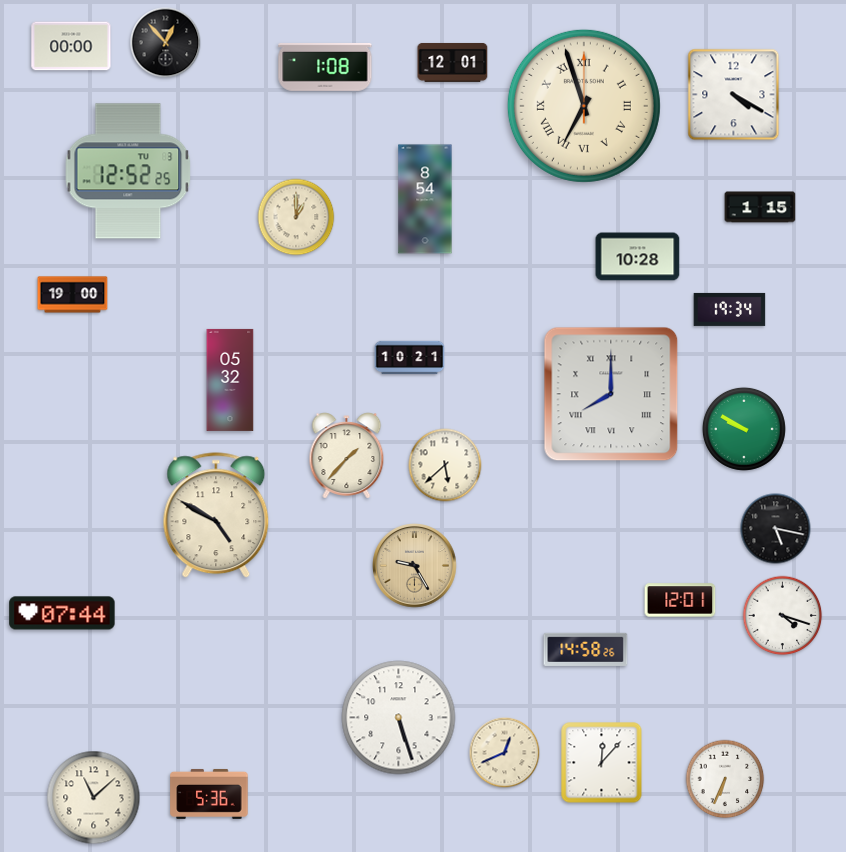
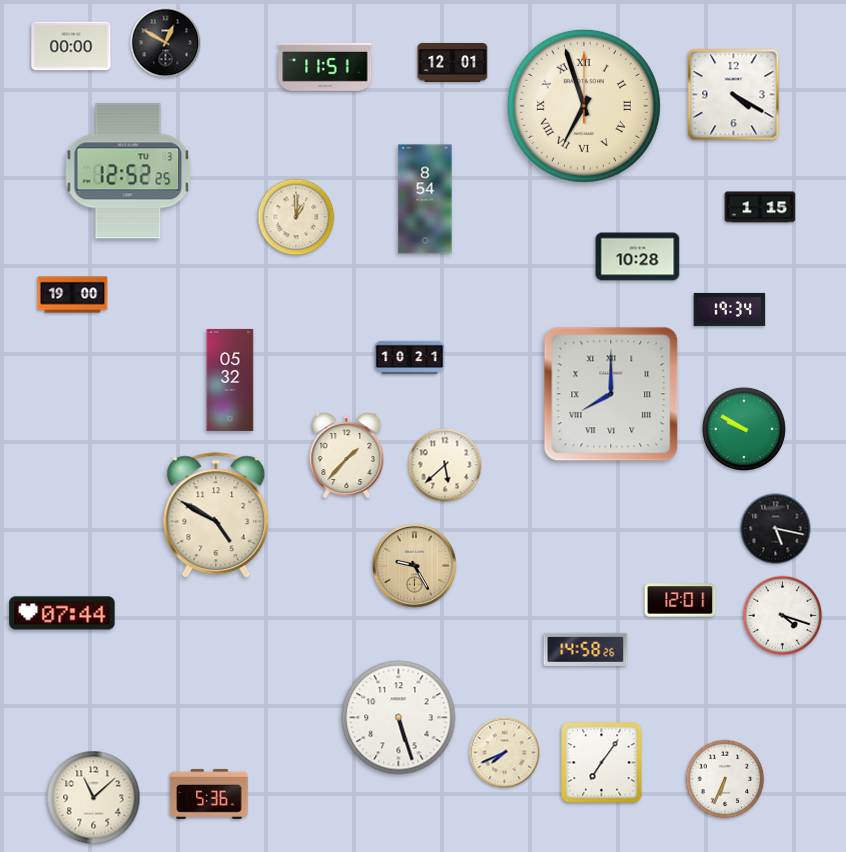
clock at (166, 43): 12:53 -> 12:50
clock at (325, 67): 1:08 -> 11:51
clock at (505, 753): 12:41 -> 7:41
clock at (602, 763): 12:07 -> 7:06
